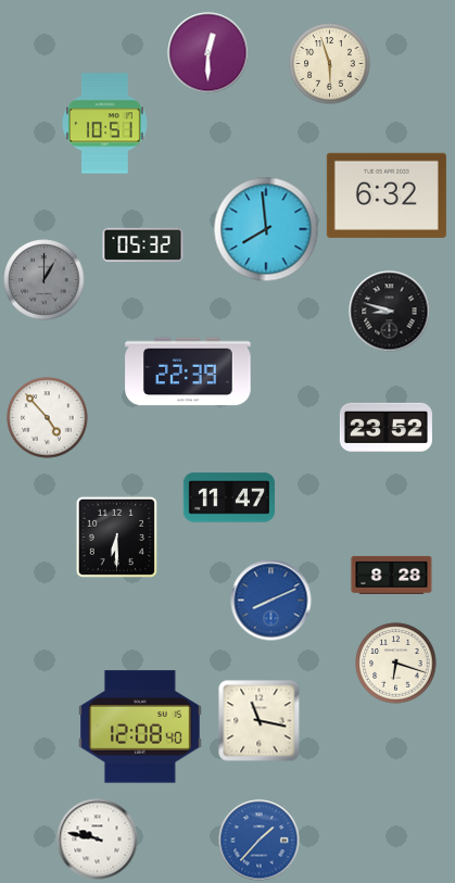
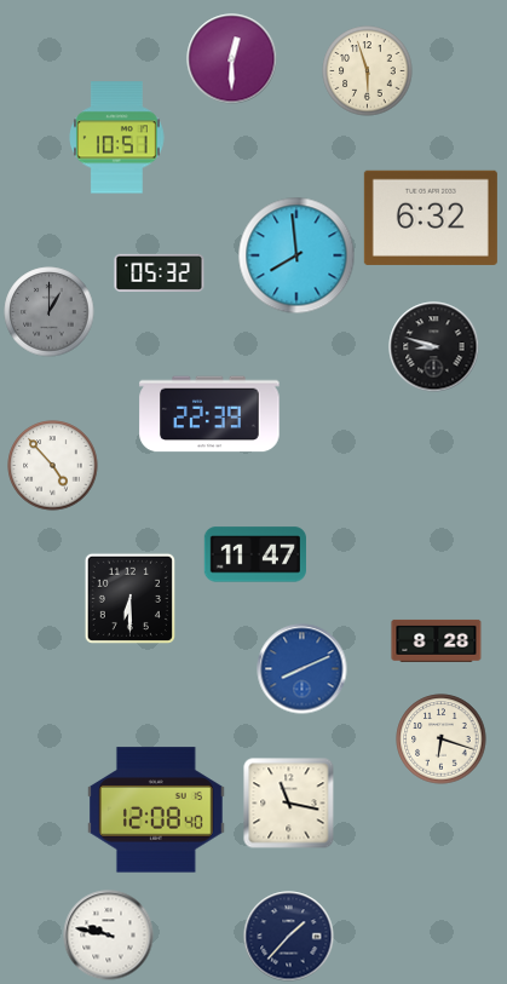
clock at (386, 427): 23:52 -> none
clock at (260, 841) dial: blue -> navy
